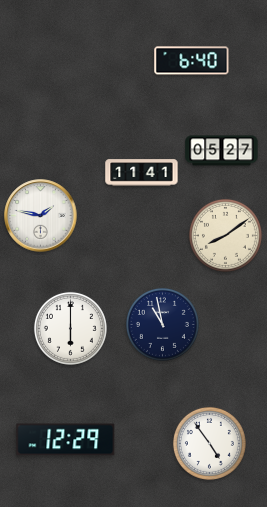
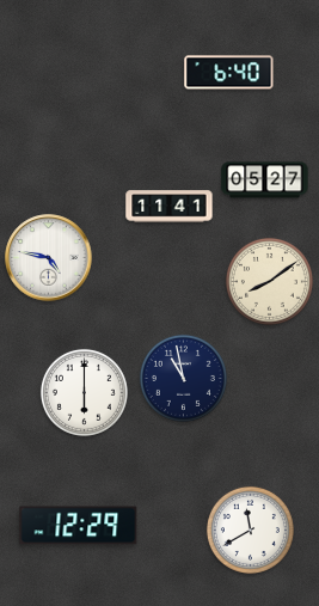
clock at (41, 216): 1:47 -> 4:47
clock at (162, 324) position: (162, 324) -> (183, 378)
clock at (209, 443): 4:54 -> 11:40
